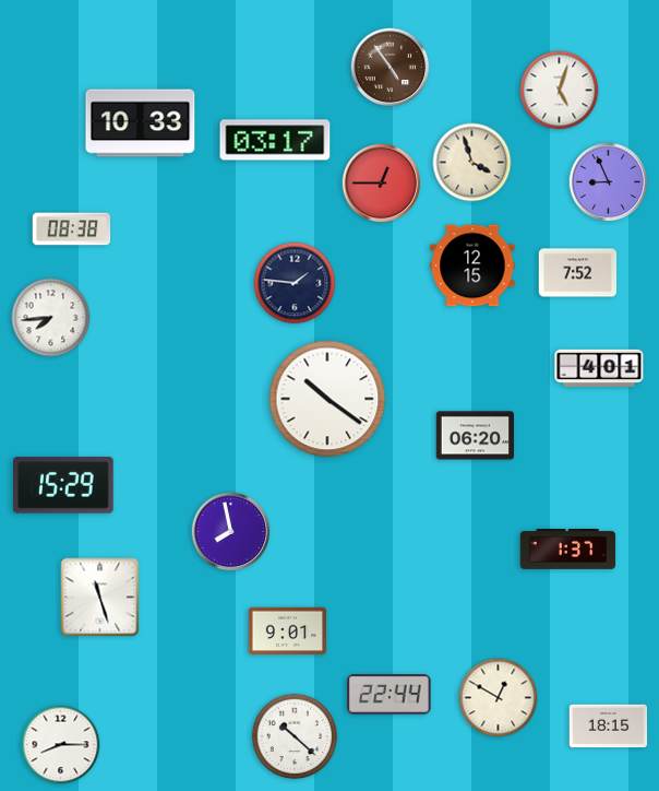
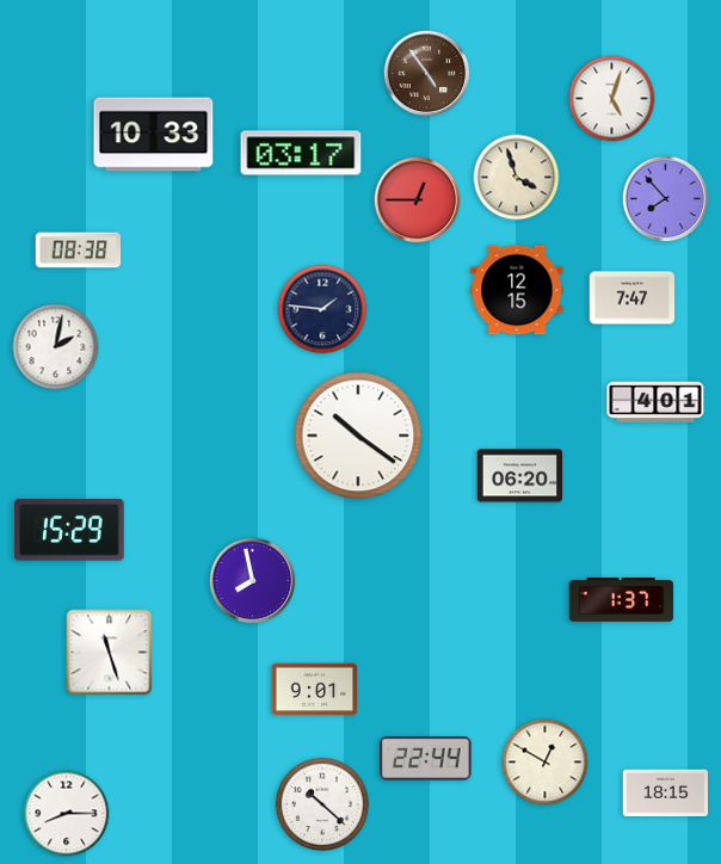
clock at (609, 182): 8:56 -> 7:53
clock at (578, 273): 7:52 -> 7:47
clock at (51, 318): 7:44 -> 2:02
